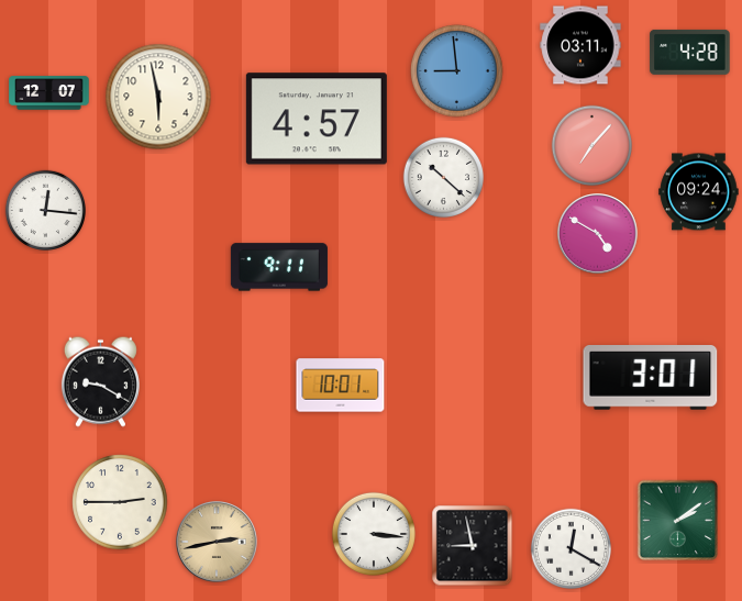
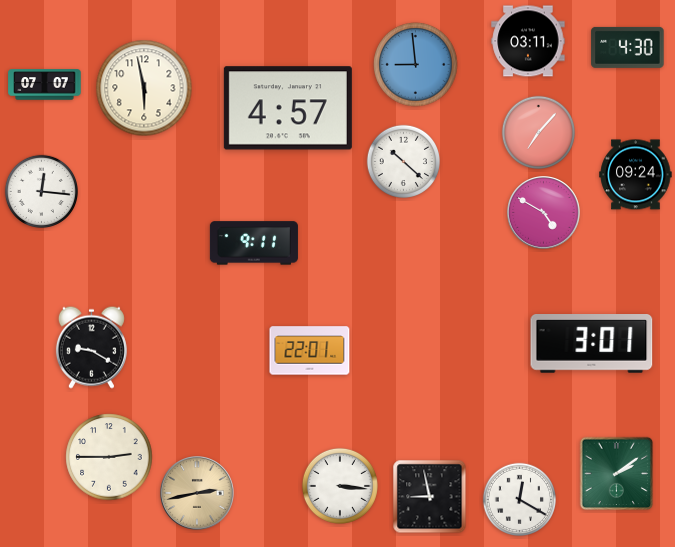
clock at (690, 52): 4:28 -> 4:30
clock at (49, 93): 12:07 -> 07:07
clock at (341, 386): 10:01 -> 22:01
